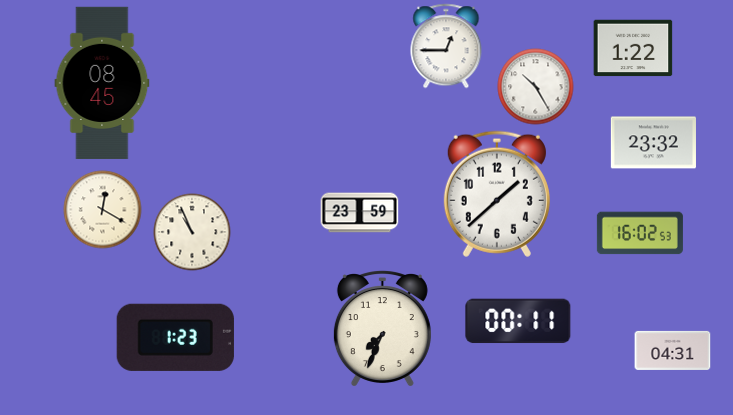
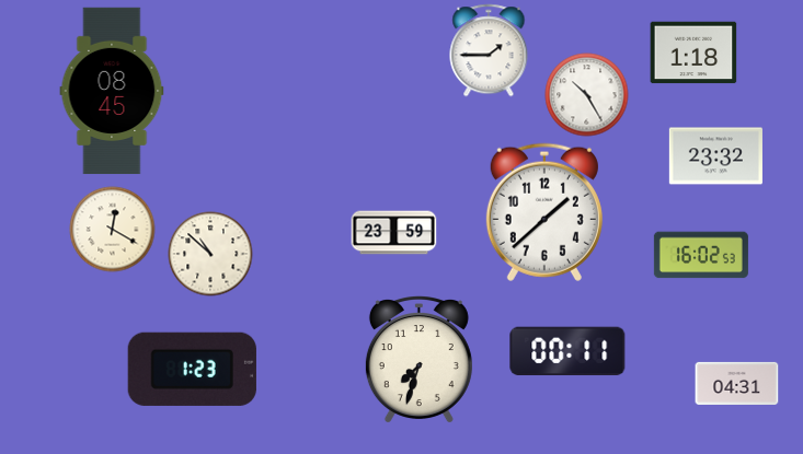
clock at (446, 46): 12:45 -> 1:45
clock at (633, 48): 1:22 -> 1:18
clock at (192, 232): 10:56 -> 10:52
clock at (382, 329): 7:34 -> 7:33
